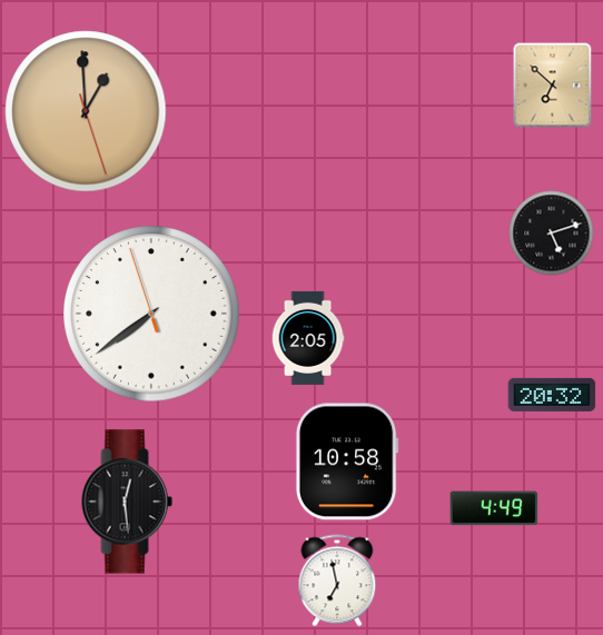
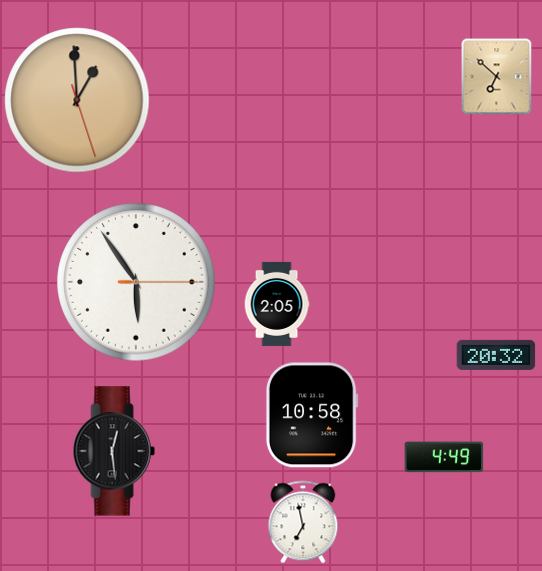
clock at (552, 234): 5:12 -> none
clock at (151, 314): 7:38 -> 5:54
